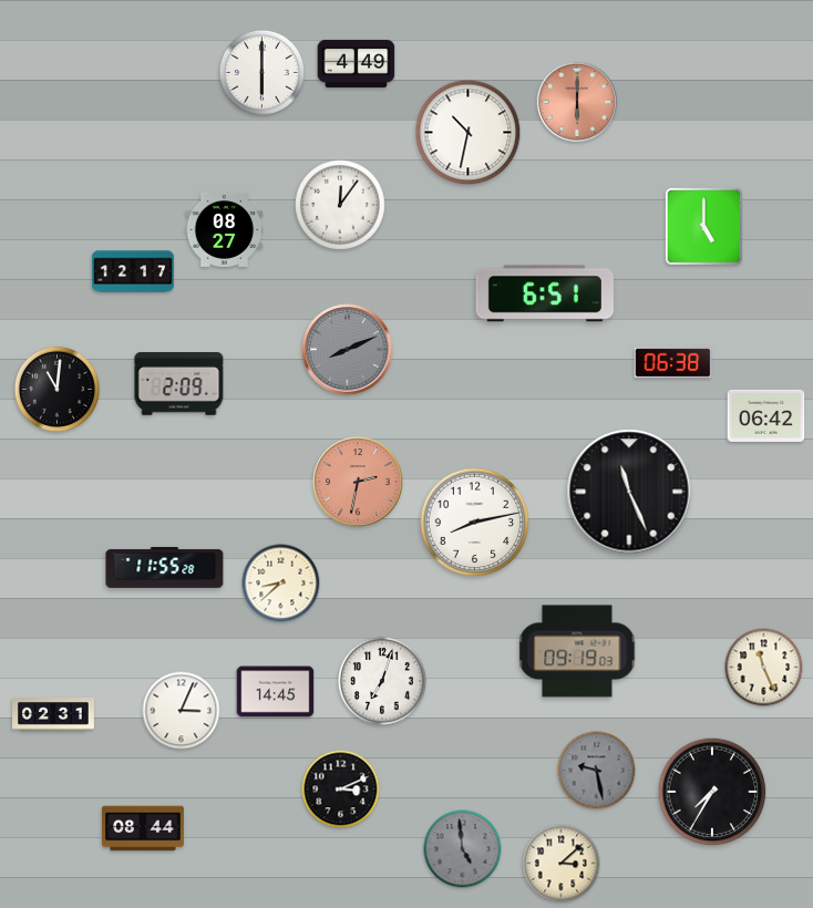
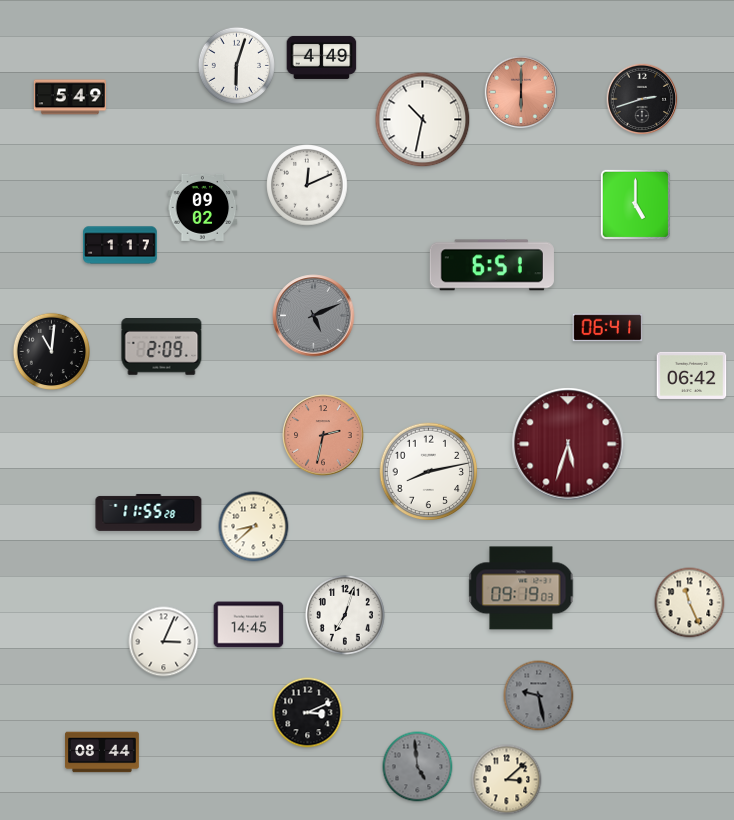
clock at (261, 72): 6:00 -> 6:03
clock at (70, 97): none -> 5:49
clock at (642, 99): none -> 2:42
clock at (340, 205): 12:06 -> 12:11
clock at (225, 229): 08:27 -> 09:02
clock at (133, 271): 12:17 -> 1:17
clock at (348, 350): 8:11 -> 5:11
clock at (673, 363): 06:38 -> 06:41
clock at (629, 492): 11:26 -> 5:33
clock at (629, 492) dial: black -> burgundy
clock at (53, 714): 02:31 -> none
clock at (712, 792): 7:35 -> none
clock at (143, 828) position: (143, 828) -> (102, 752)
